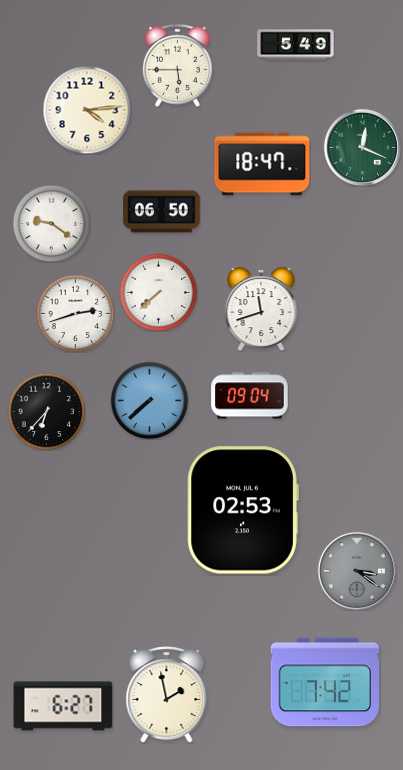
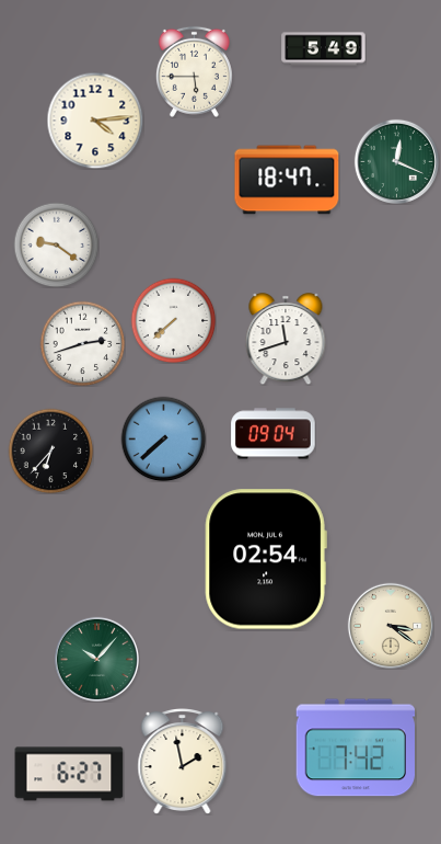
clock at (162, 212): 06:50 -> none
clock at (243, 510): 02:53 -> 02:54
clock at (356, 570) dial: grey -> cream
clock at (96, 659): none -> 10:07
